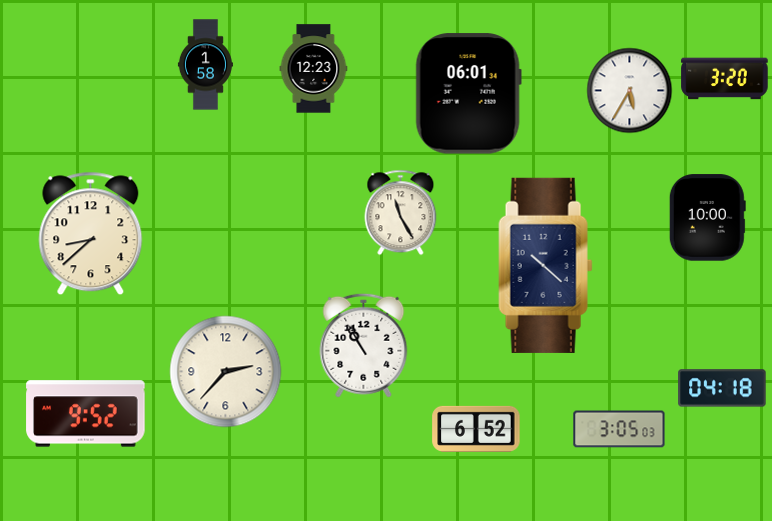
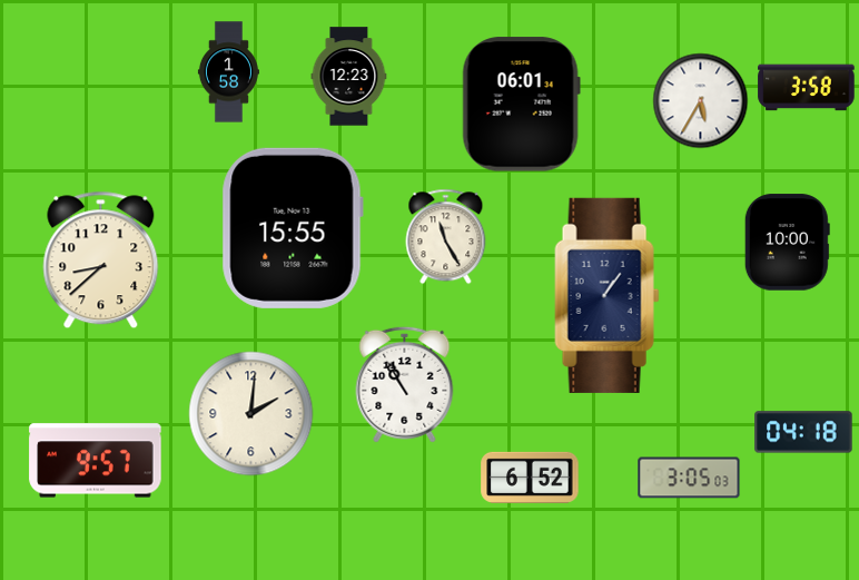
clock at (725, 79): 3:20 -> 3:58
clock at (293, 228): none -> 15:55
clock at (546, 265): 10:22 -> 1:06
clock at (226, 372): 2:37 -> 2:01
clock at (86, 414): 9:52 -> 9:57
